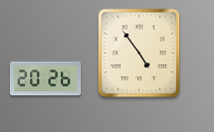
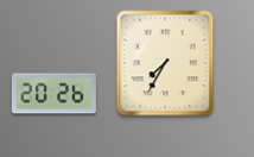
clock at (139, 53): 4:54 -> 7:35
